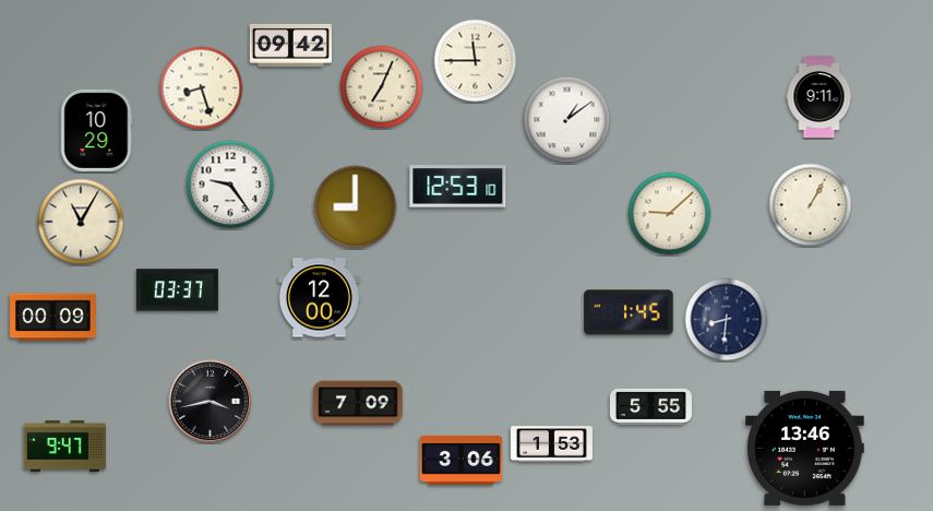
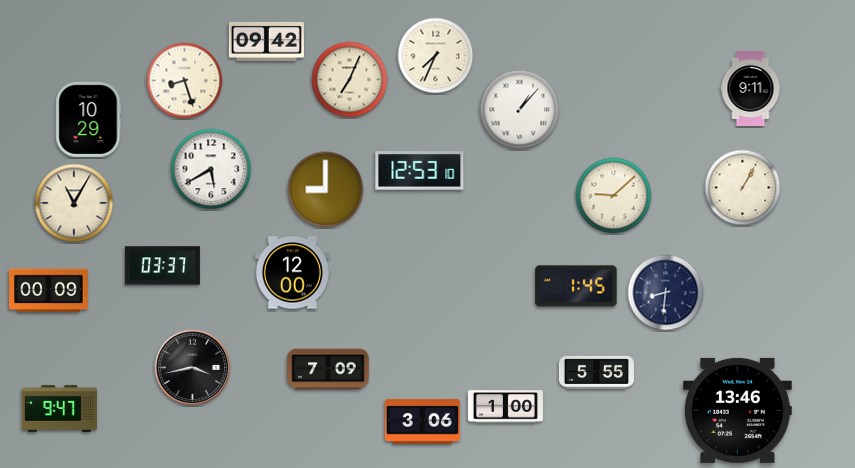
clock at (476, 61): 11:45 -> 7:34
clock at (567, 120): 1:09 -> 1:07
clock at (230, 185): 9:24 -> 5:40
clock at (551, 444): 1:53 -> 1:00
